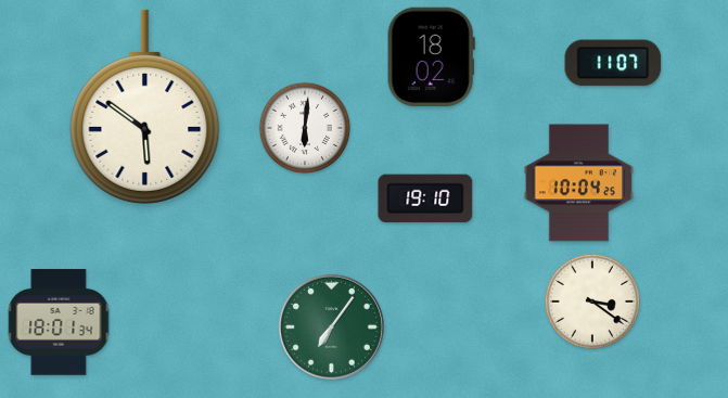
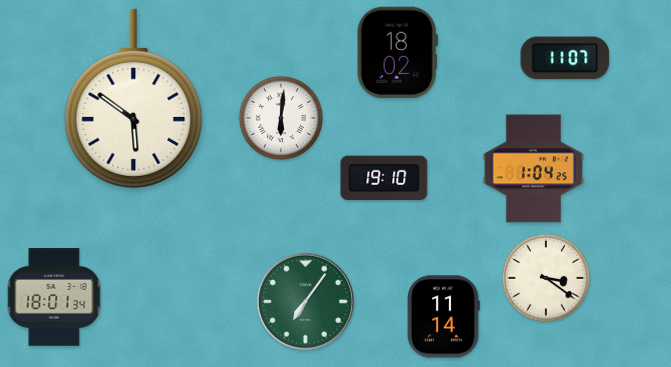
clock at (578, 183): 10:04 -> 1:04
clock at (425, 198) position: (425, 198) -> (384, 178)
clock at (444, 317): none -> 11:14
